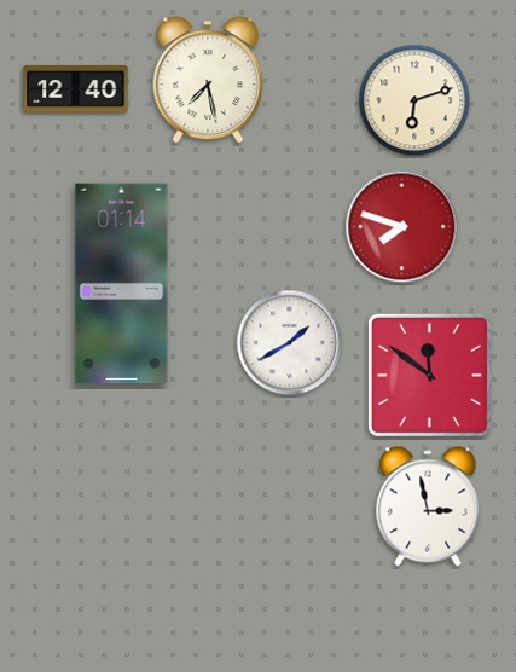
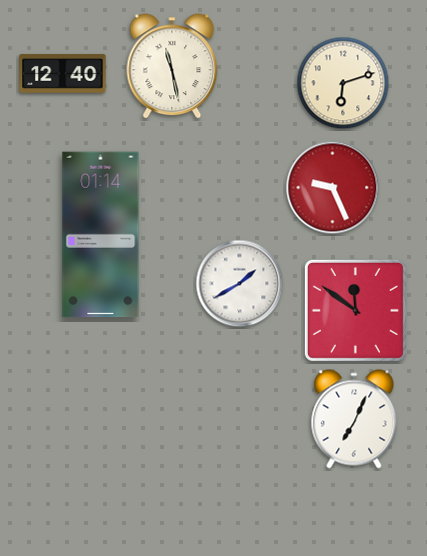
clock at (208, 80): 7:28 -> 11:28
clock at (402, 227): 7:48 -> 9:26
clock at (428, 506): 2:58 -> 7:04
